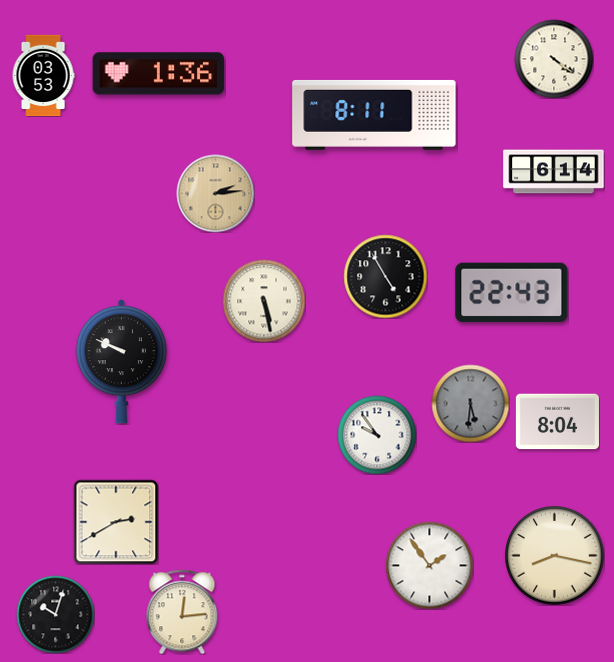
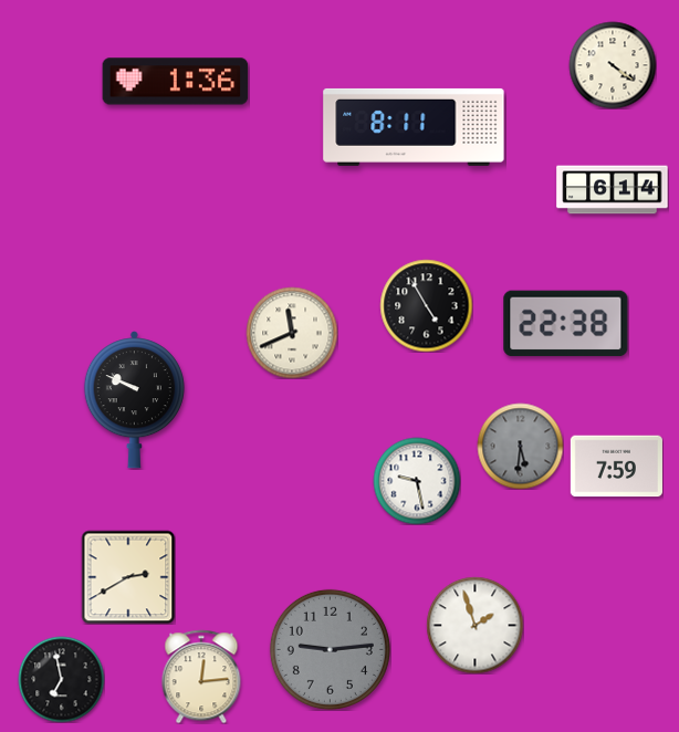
clock at (43, 75): 03:53 -> none
clock at (215, 193): 2:14 -> none
clock at (512, 293): 22:43 -> 22:38
clock at (264, 301): 5:28 -> 11:41
clock at (557, 422): 8:04 -> 7:59
clock at (377, 435): 9:54 -> 9:28
clock at (555, 556): 8:17 -> none
clock at (429, 565): 1:54 -> 1:57
clock at (330, 649): none -> 9:14
clock at (55, 614): 10:03 -> 6:58
